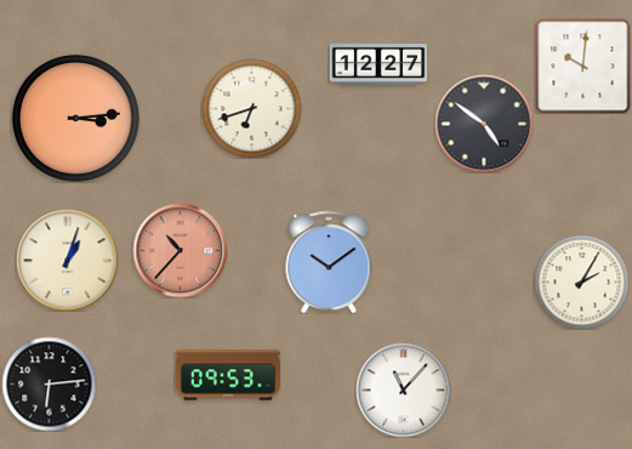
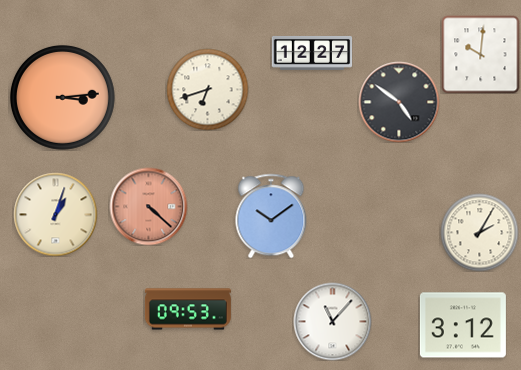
clock at (180, 250): 10:37 -> 4:22
clock at (49, 383): 6:14 -> none
clock at (463, 325): none -> 3:12
